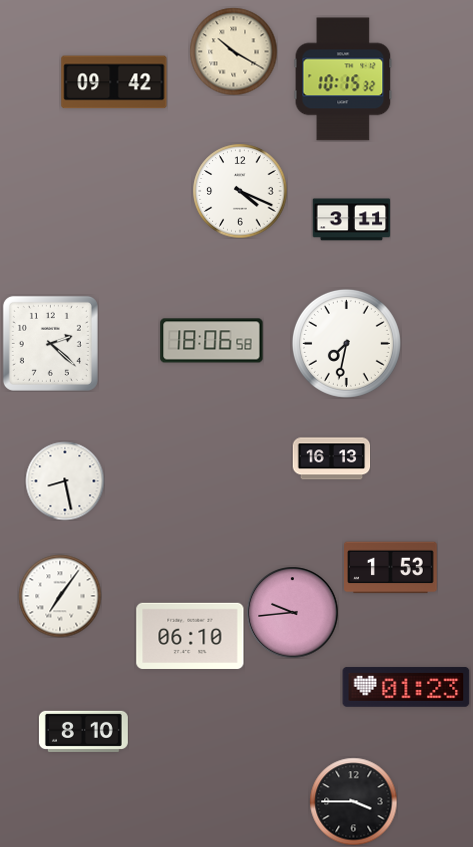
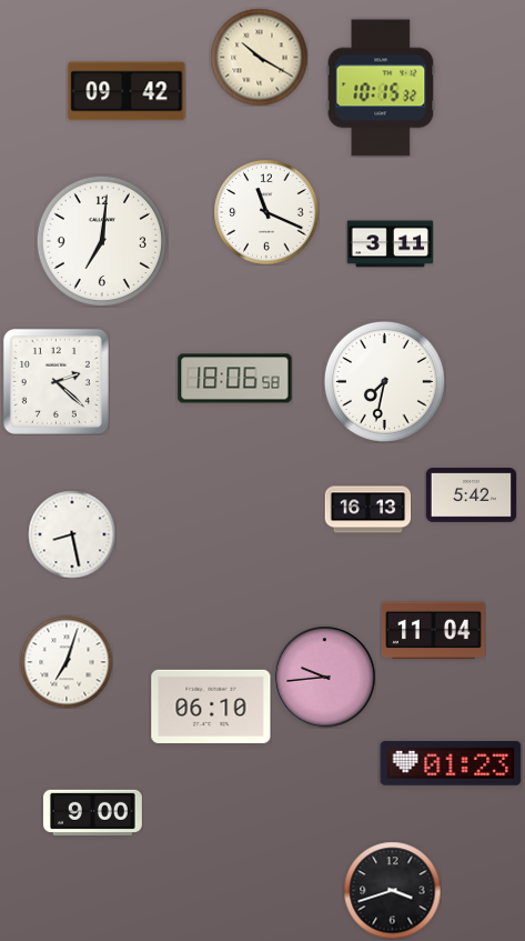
clock at (240, 191): 4:19 -> 11:19
clock at (102, 241): none -> 7:01
clock at (471, 495): none -> 5:42
clock at (391, 568): 1:53 -> 11:04
clock at (60, 596): 7:06 -> 7:03
clock at (292, 612) position: (292, 612) -> (324, 677)
clock at (83, 731): 8:10 -> 9:00
clock at (353, 801): 3:45 -> 3:42
